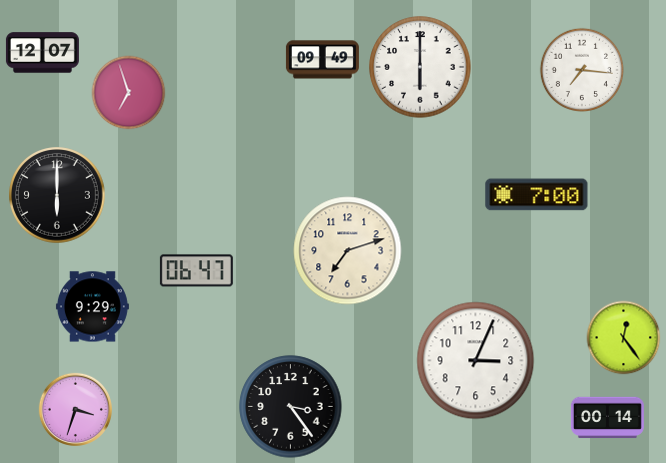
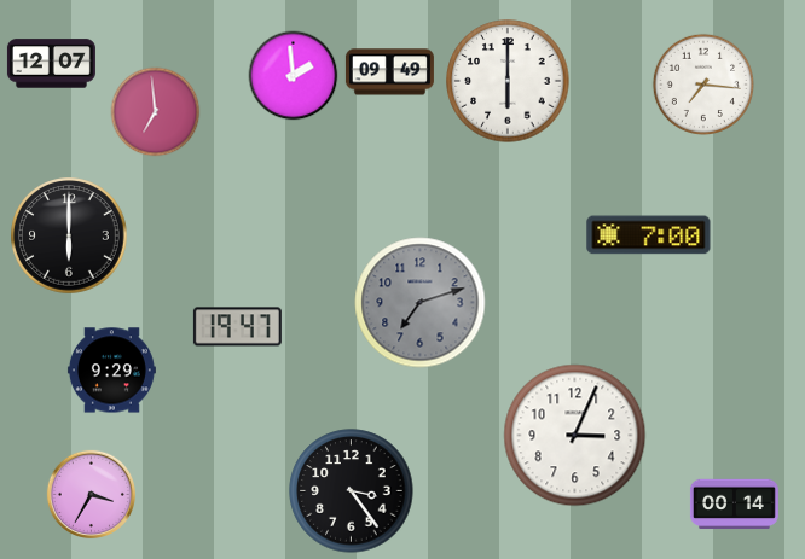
clock at (294, 76): none -> 1:59
clock at (129, 93): 6:57 -> 6:59
clock at (348, 251) dial: cream -> grey
clock at (196, 271): 06:47 -> 19:47
clock at (624, 338): 12:24 -> none
clock at (75, 409): 3:33 -> 3:35
